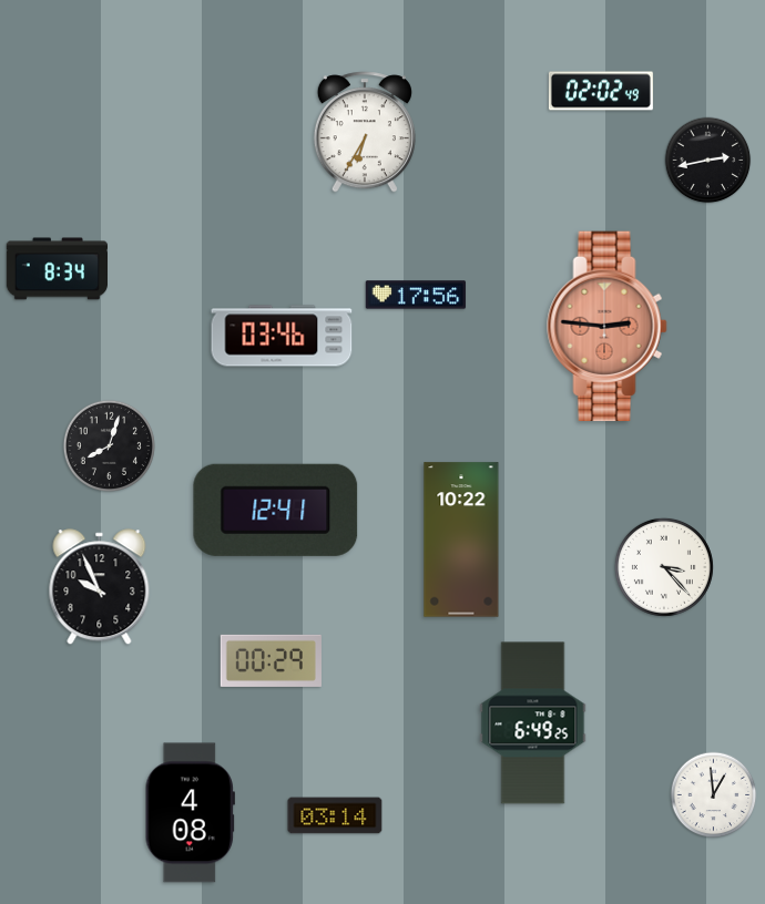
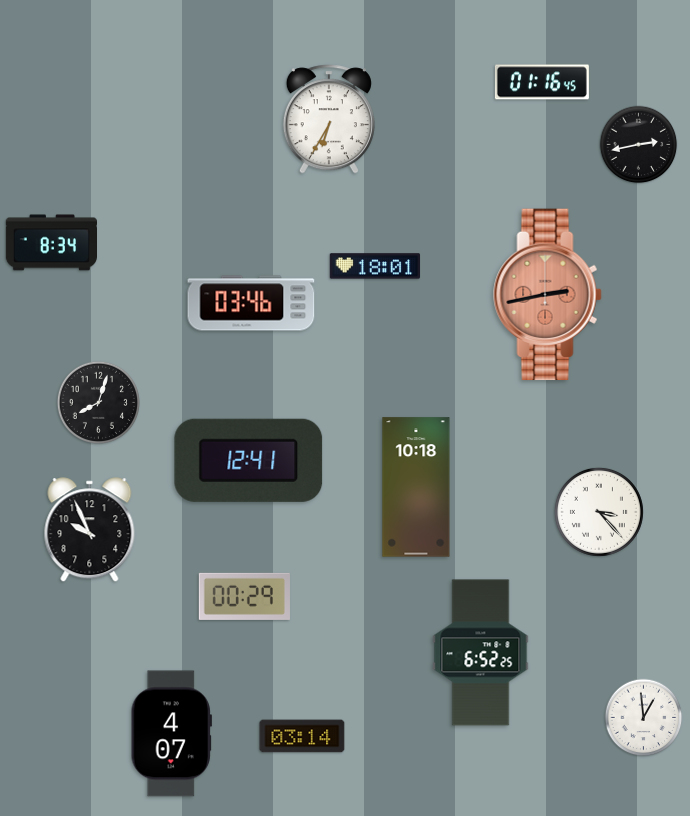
clock at (601, 91): 02:02 -> 01:16
clock at (416, 295): 17:56 -> 18:01
clock at (608, 327): 2:46 -> 2:43
clock at (282, 336) position: (282, 336) -> (251, 303)
clock at (461, 540): 10:22 -> 10:18
clock at (533, 723): 6:49 -> 6:52
clock at (190, 813): 4:08 -> 4:07
